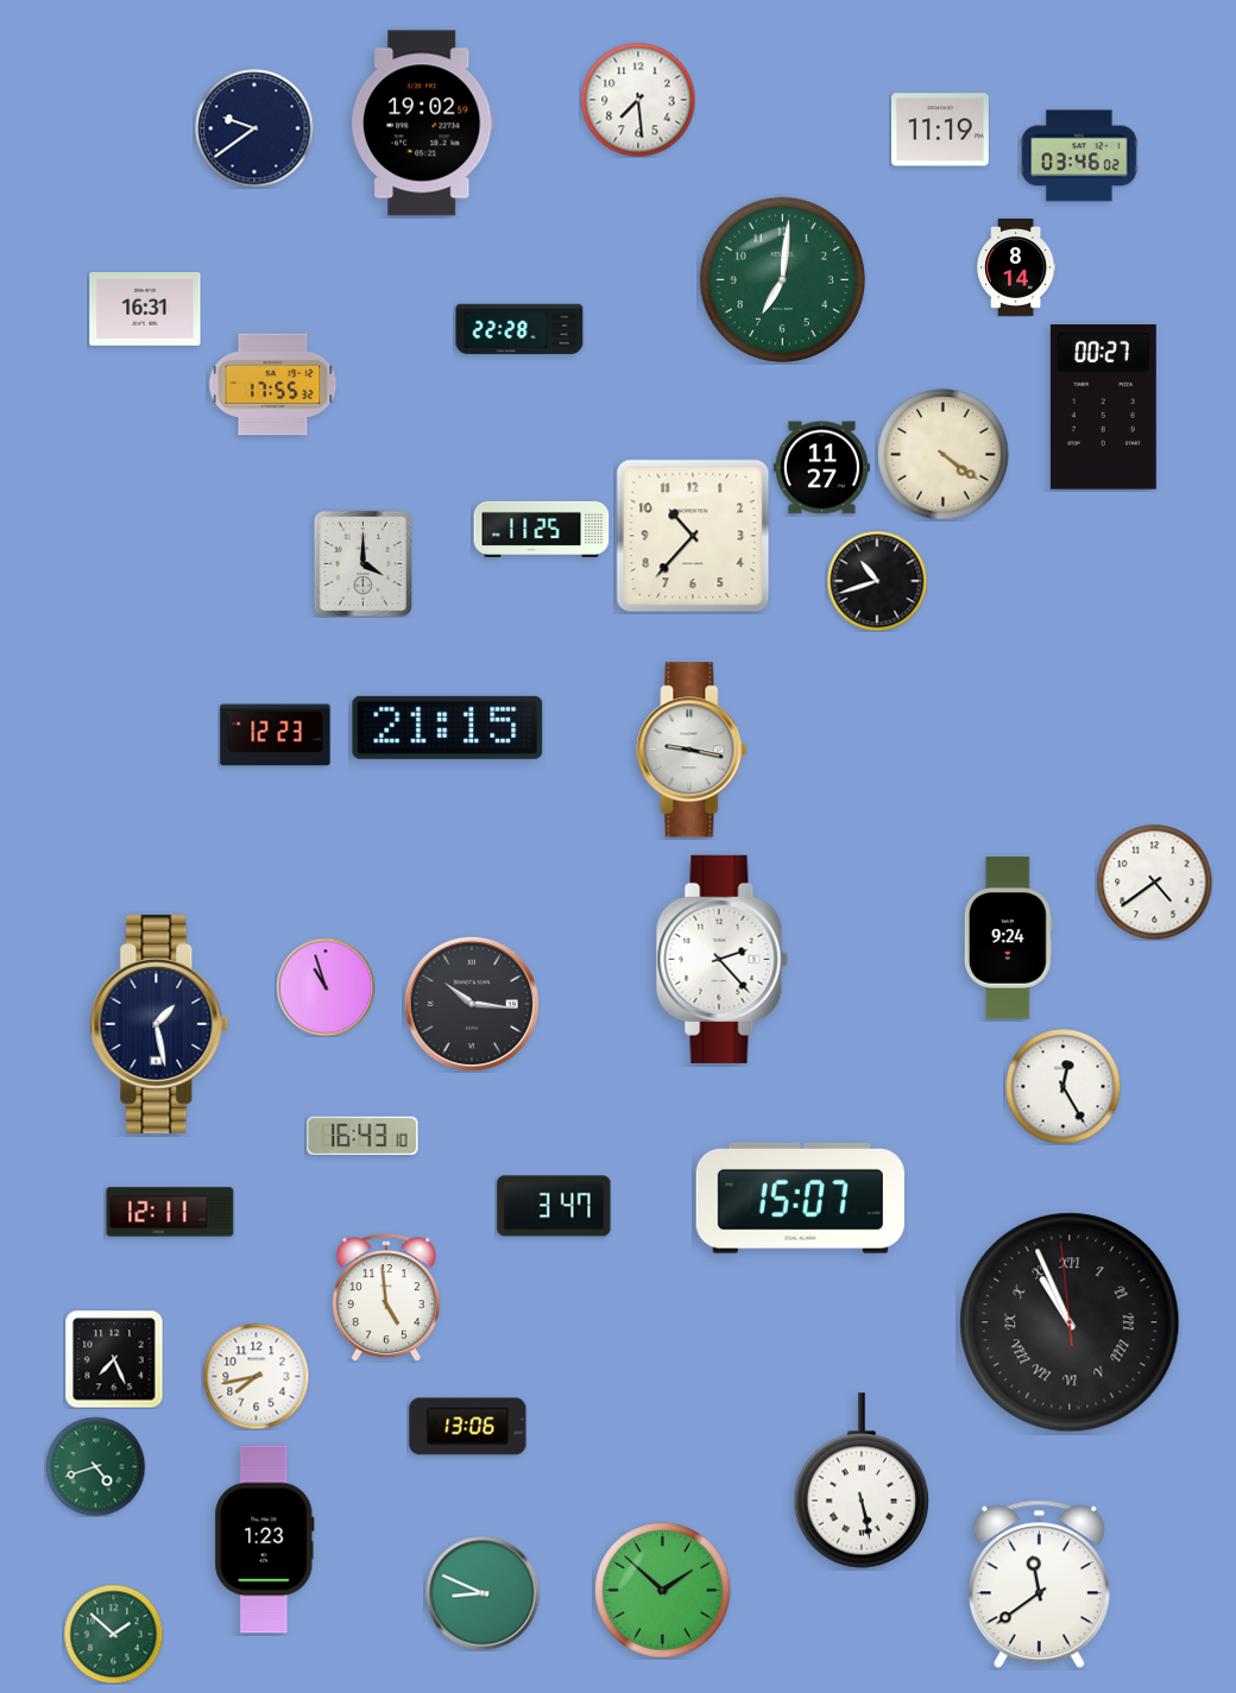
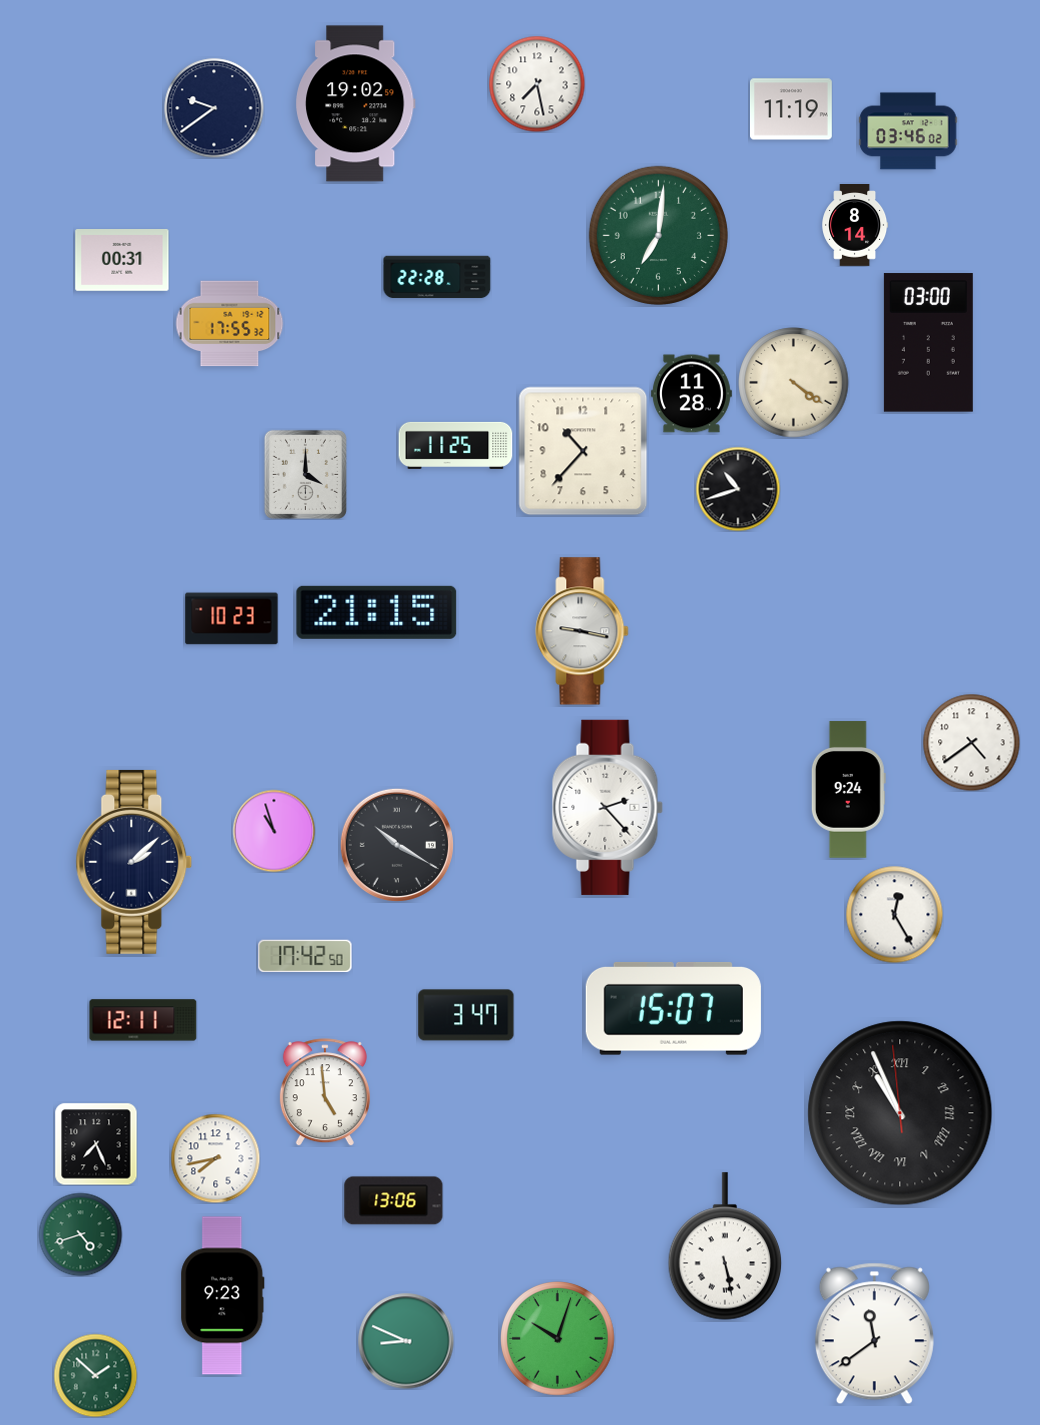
clock at (638, 100): 7:29 -> 7:28
clock at (145, 310): 16:31 -> 00:31
clock at (1103, 408): 00:27 -> 03:00
clock at (821, 468): 11:27 -> 11:28
clock at (276, 735): 12:23 -> 10:23
clock at (472, 1004): 10:16 -> 10:20
clock at (159, 1024): 1:28 -> 2:08
clock at (362, 1136): 16:43 -> 17:42
clock at (265, 1540): 1:23 -> 9:23
clock at (663, 1591): 1:52 -> 10:03
